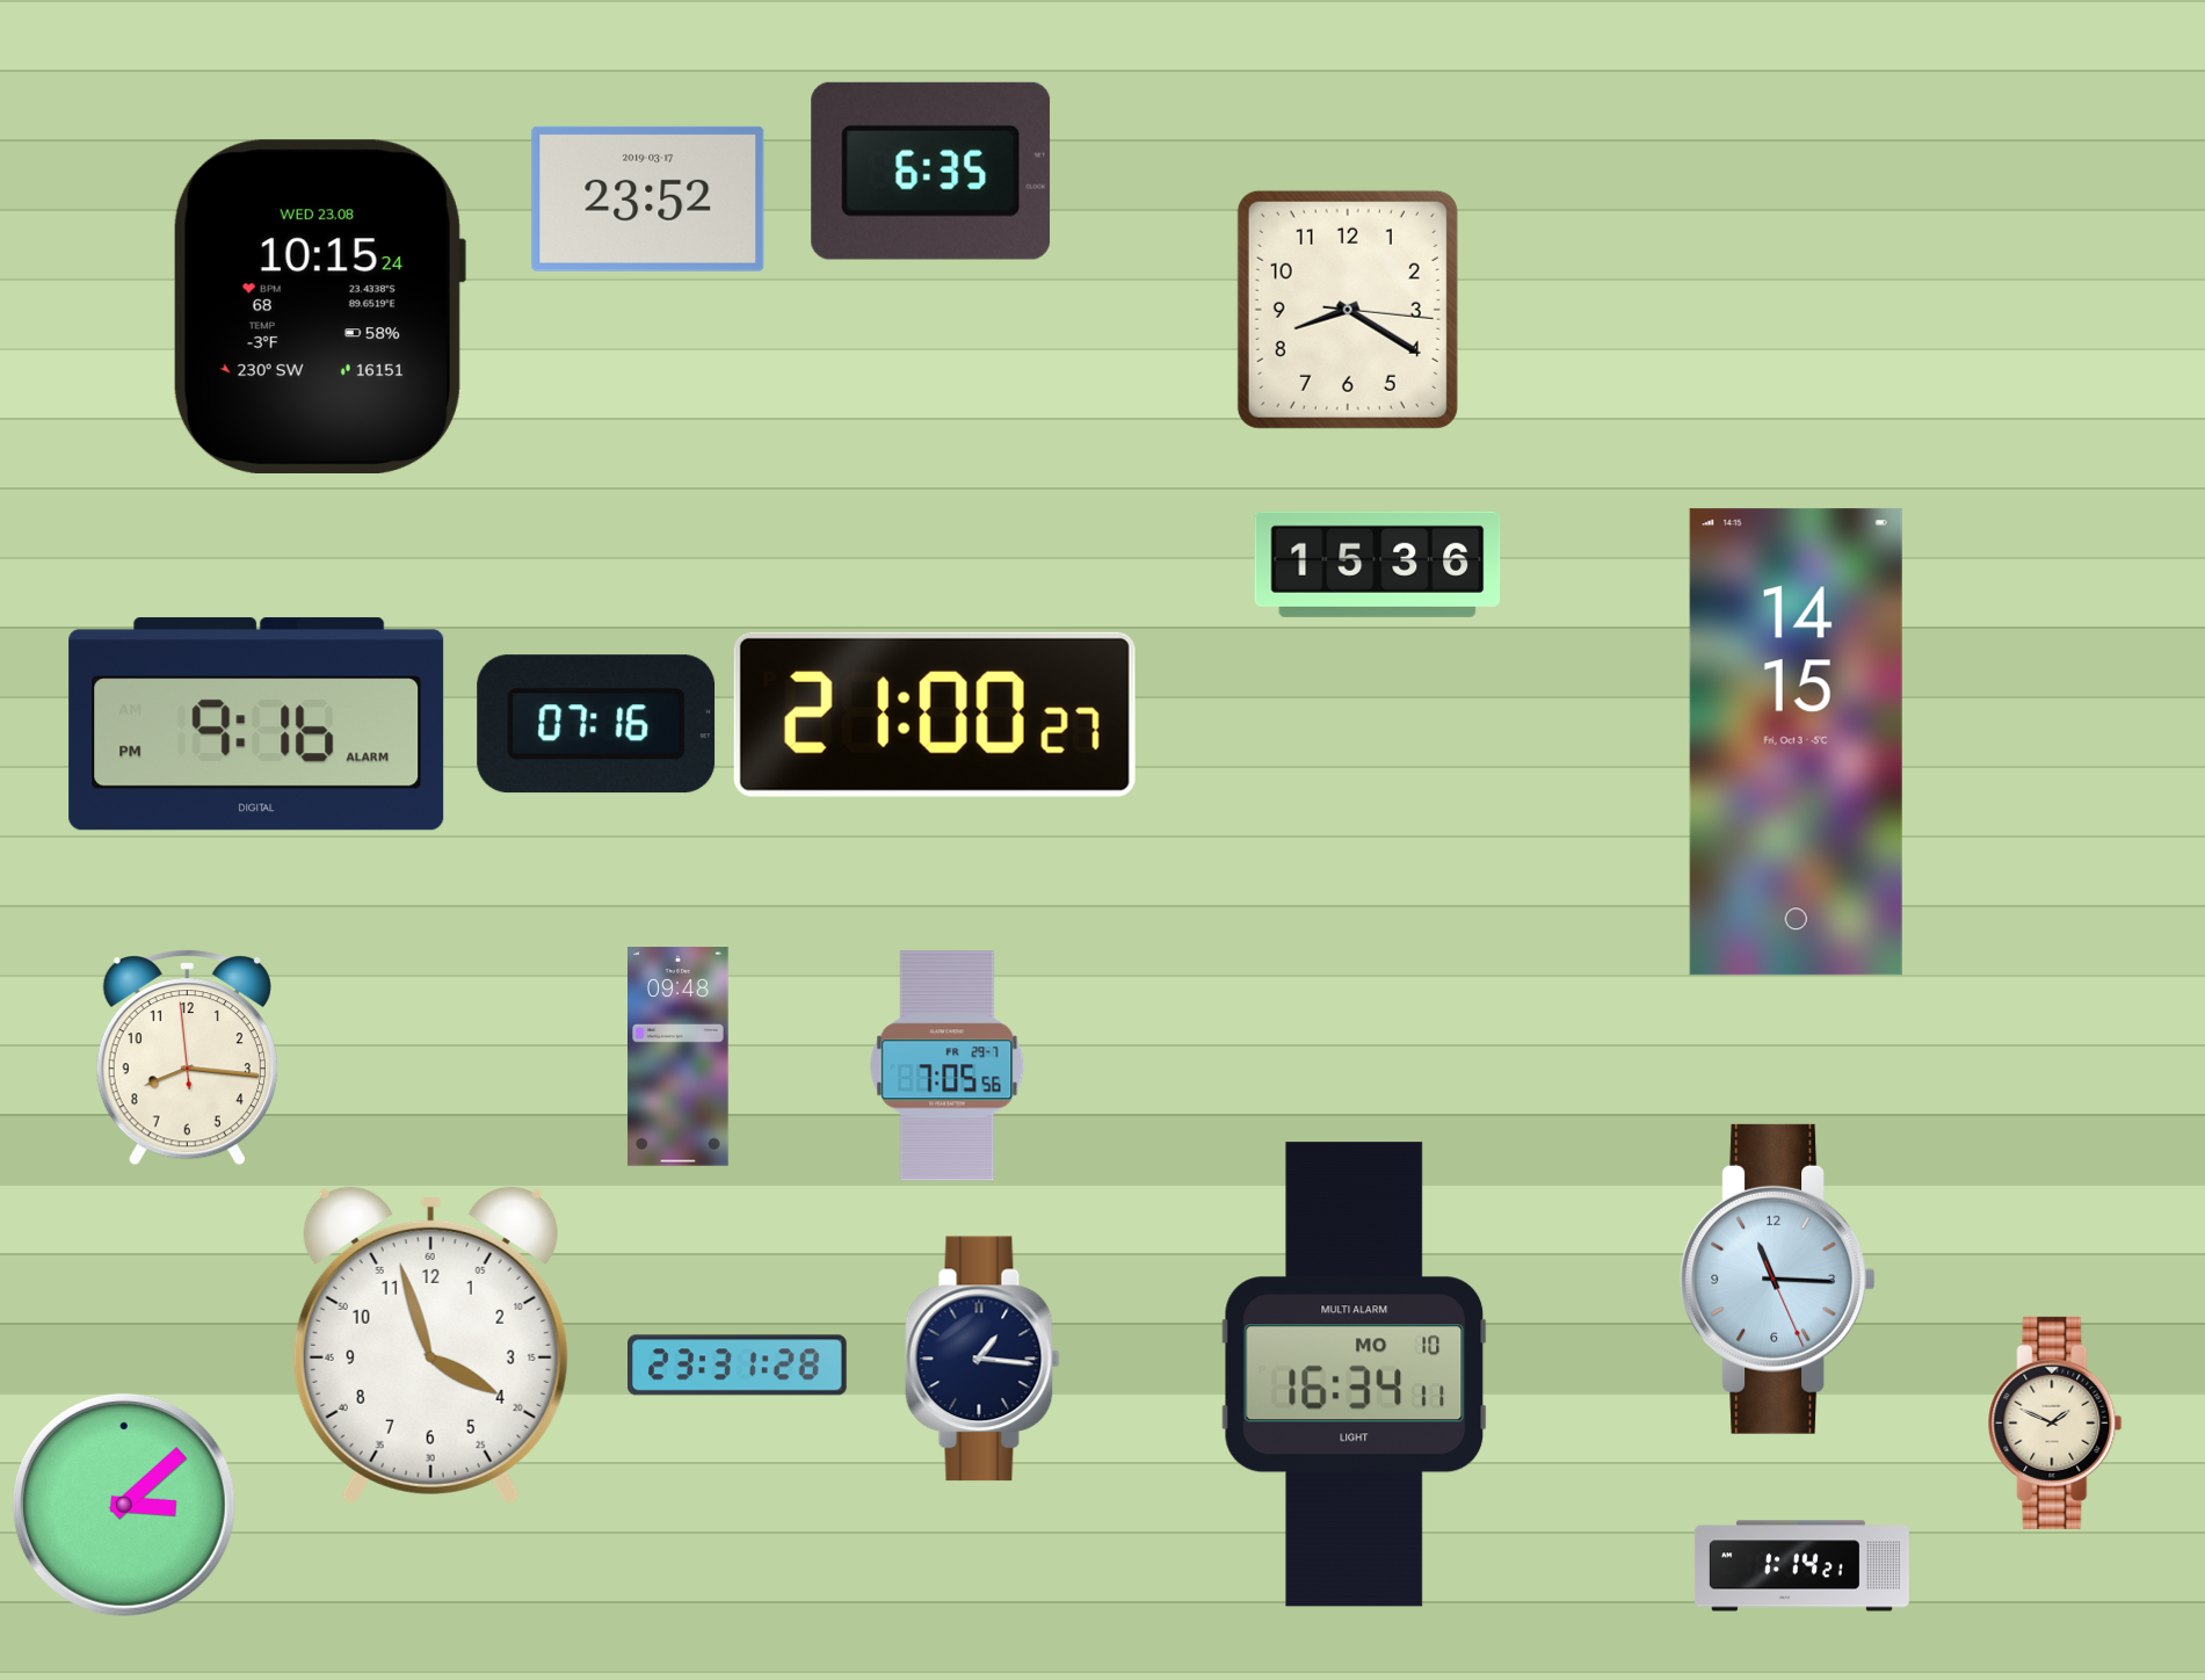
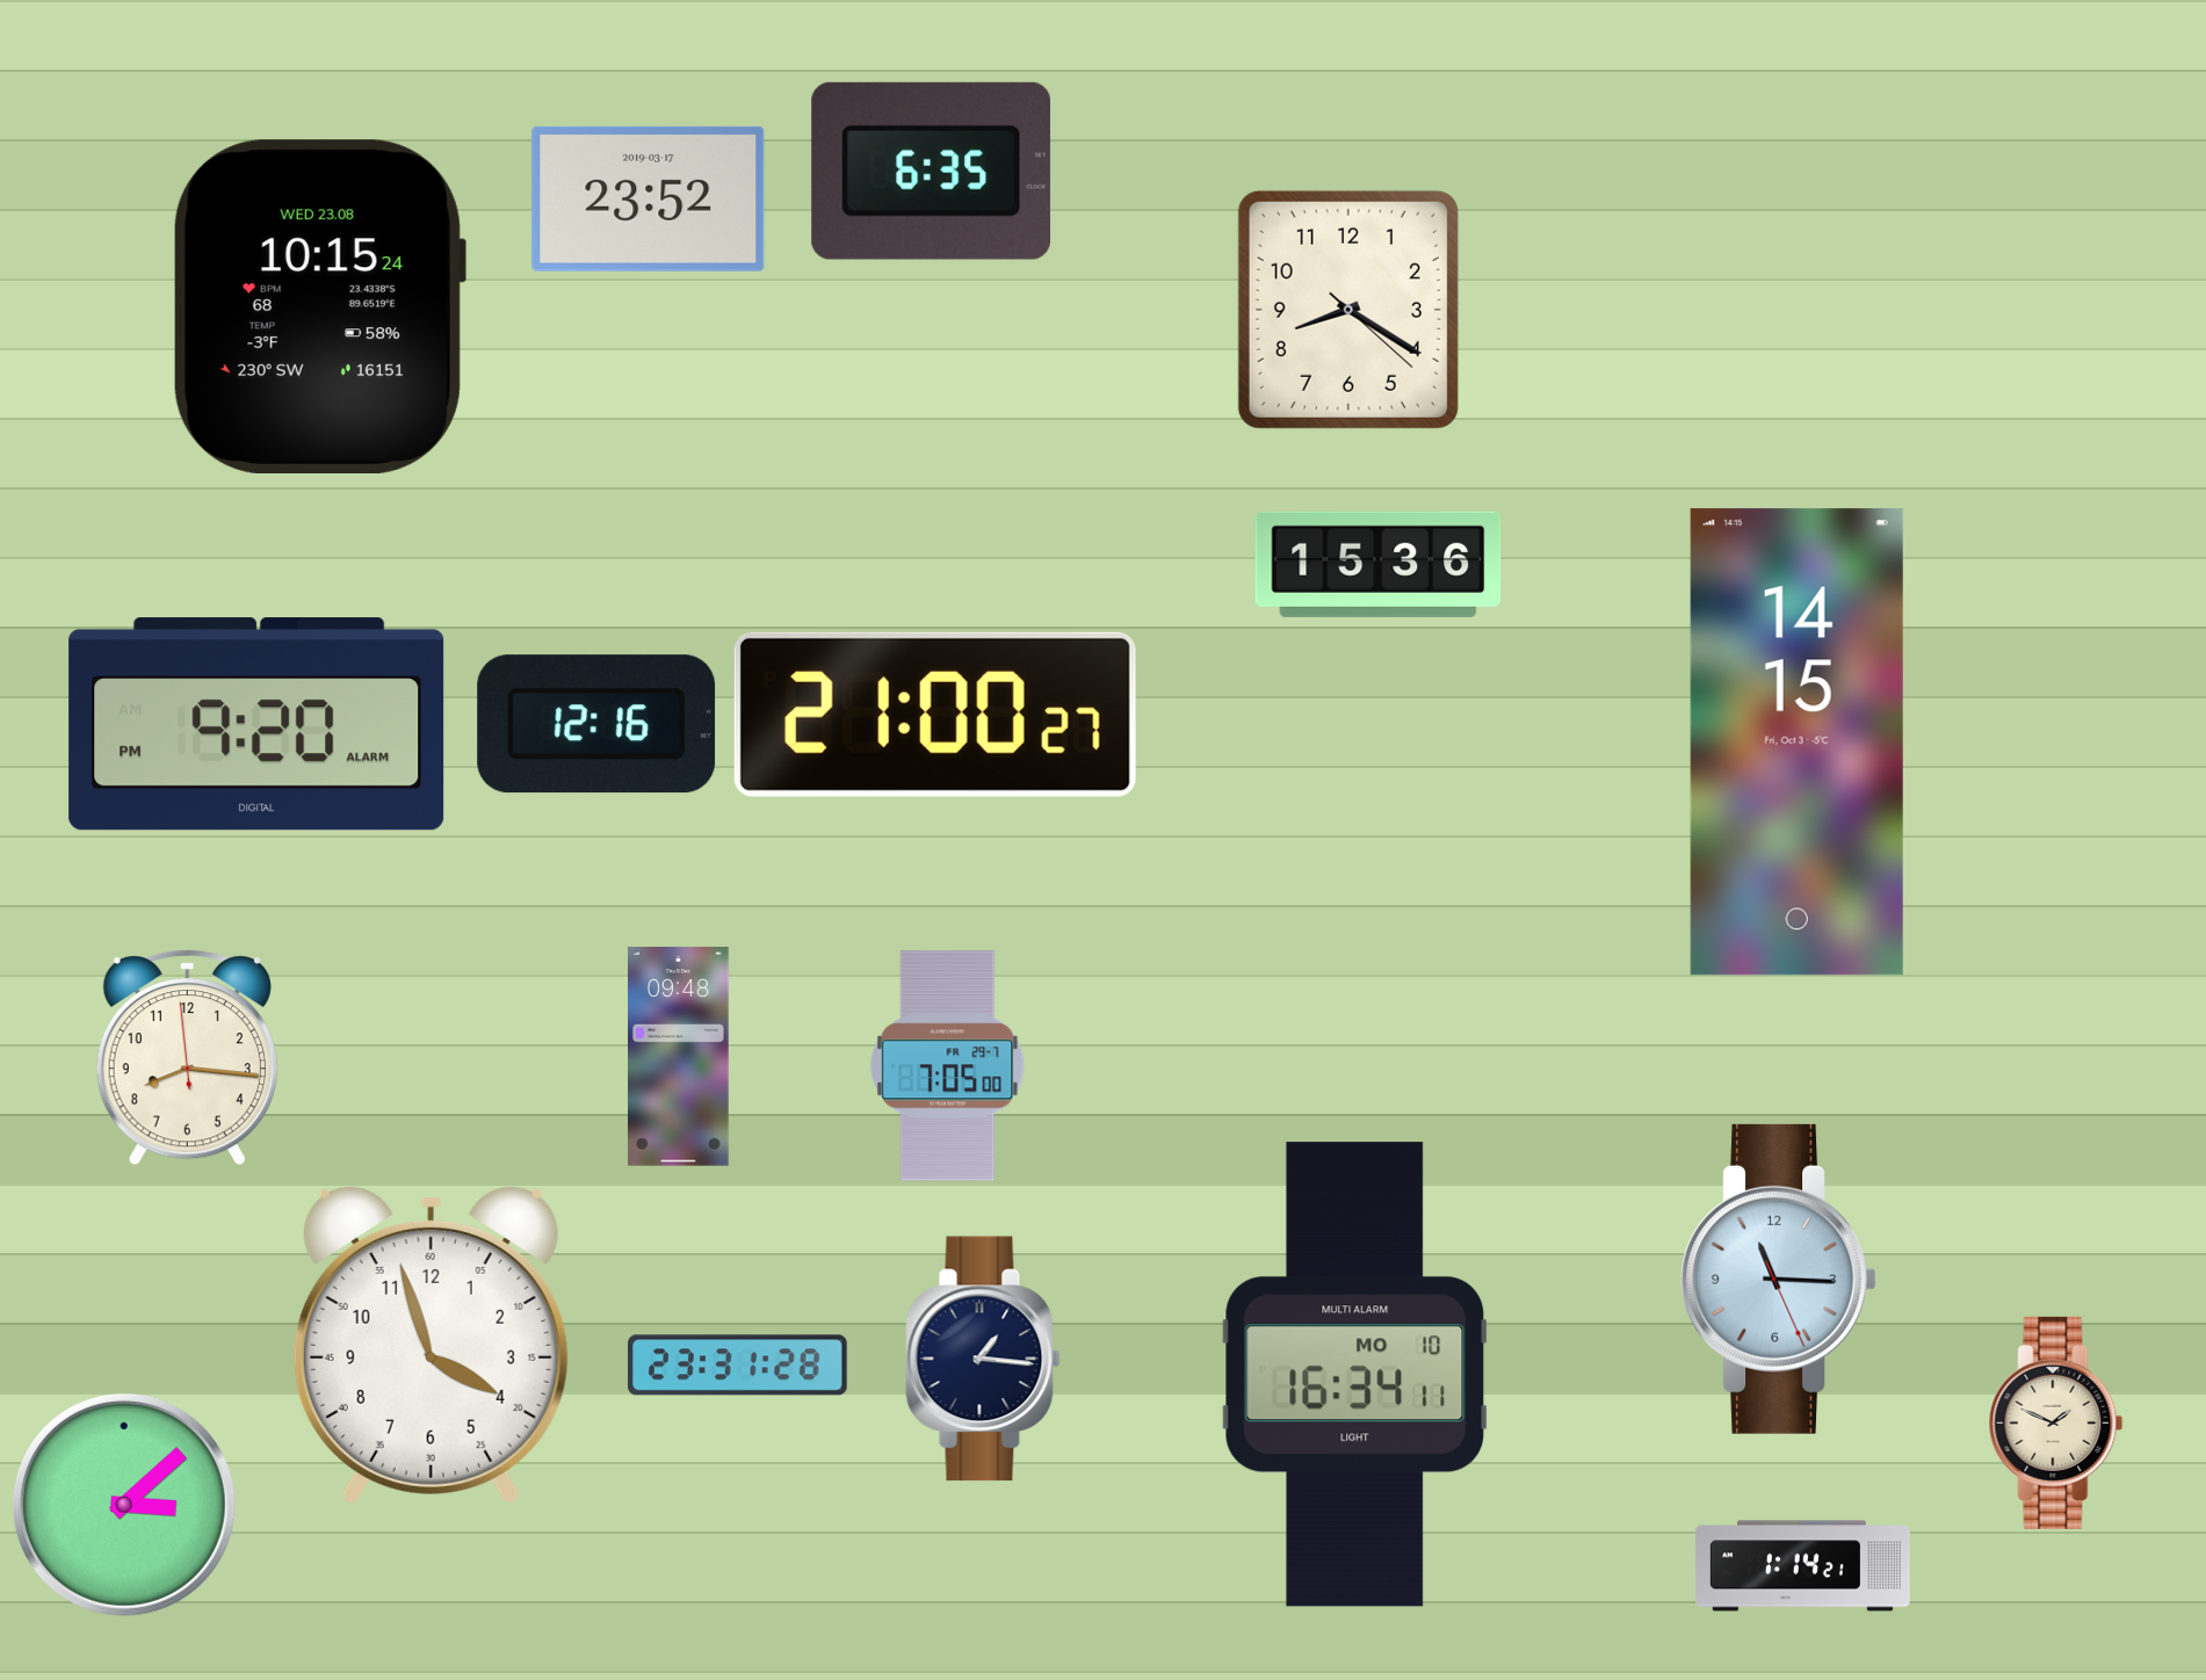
clock at (1348, 310): 8:20:16 -> 8:20:22
clock at (256, 724): 9:16 -> 9:20
clock at (596, 724): 07:16 -> 12:16
clock at (948, 1066): 7:05:56 -> 7:05:00
